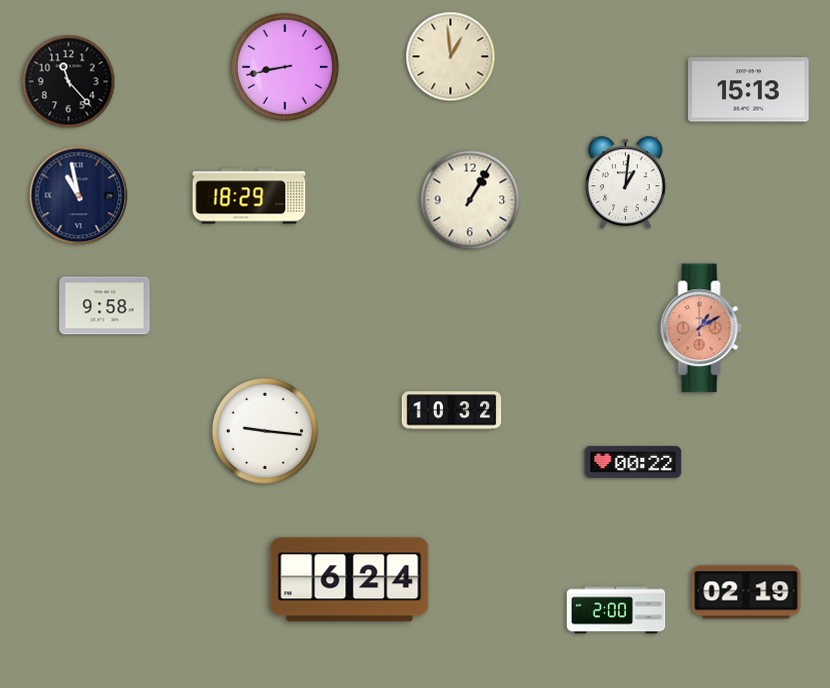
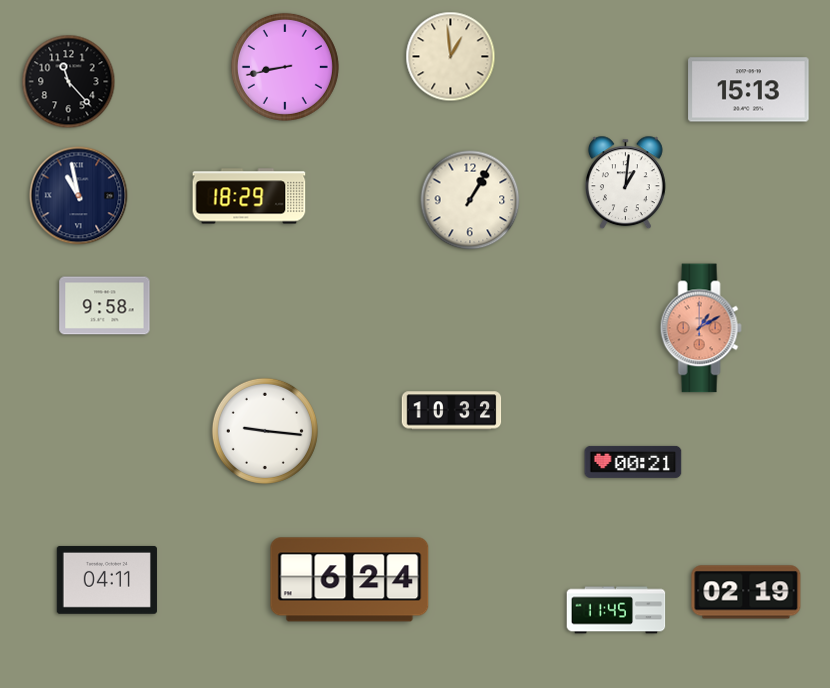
clock at (633, 462): 00:22 -> 00:21
clock at (107, 580): none -> 04:11
clock at (616, 610): 2:00 -> 11:45
